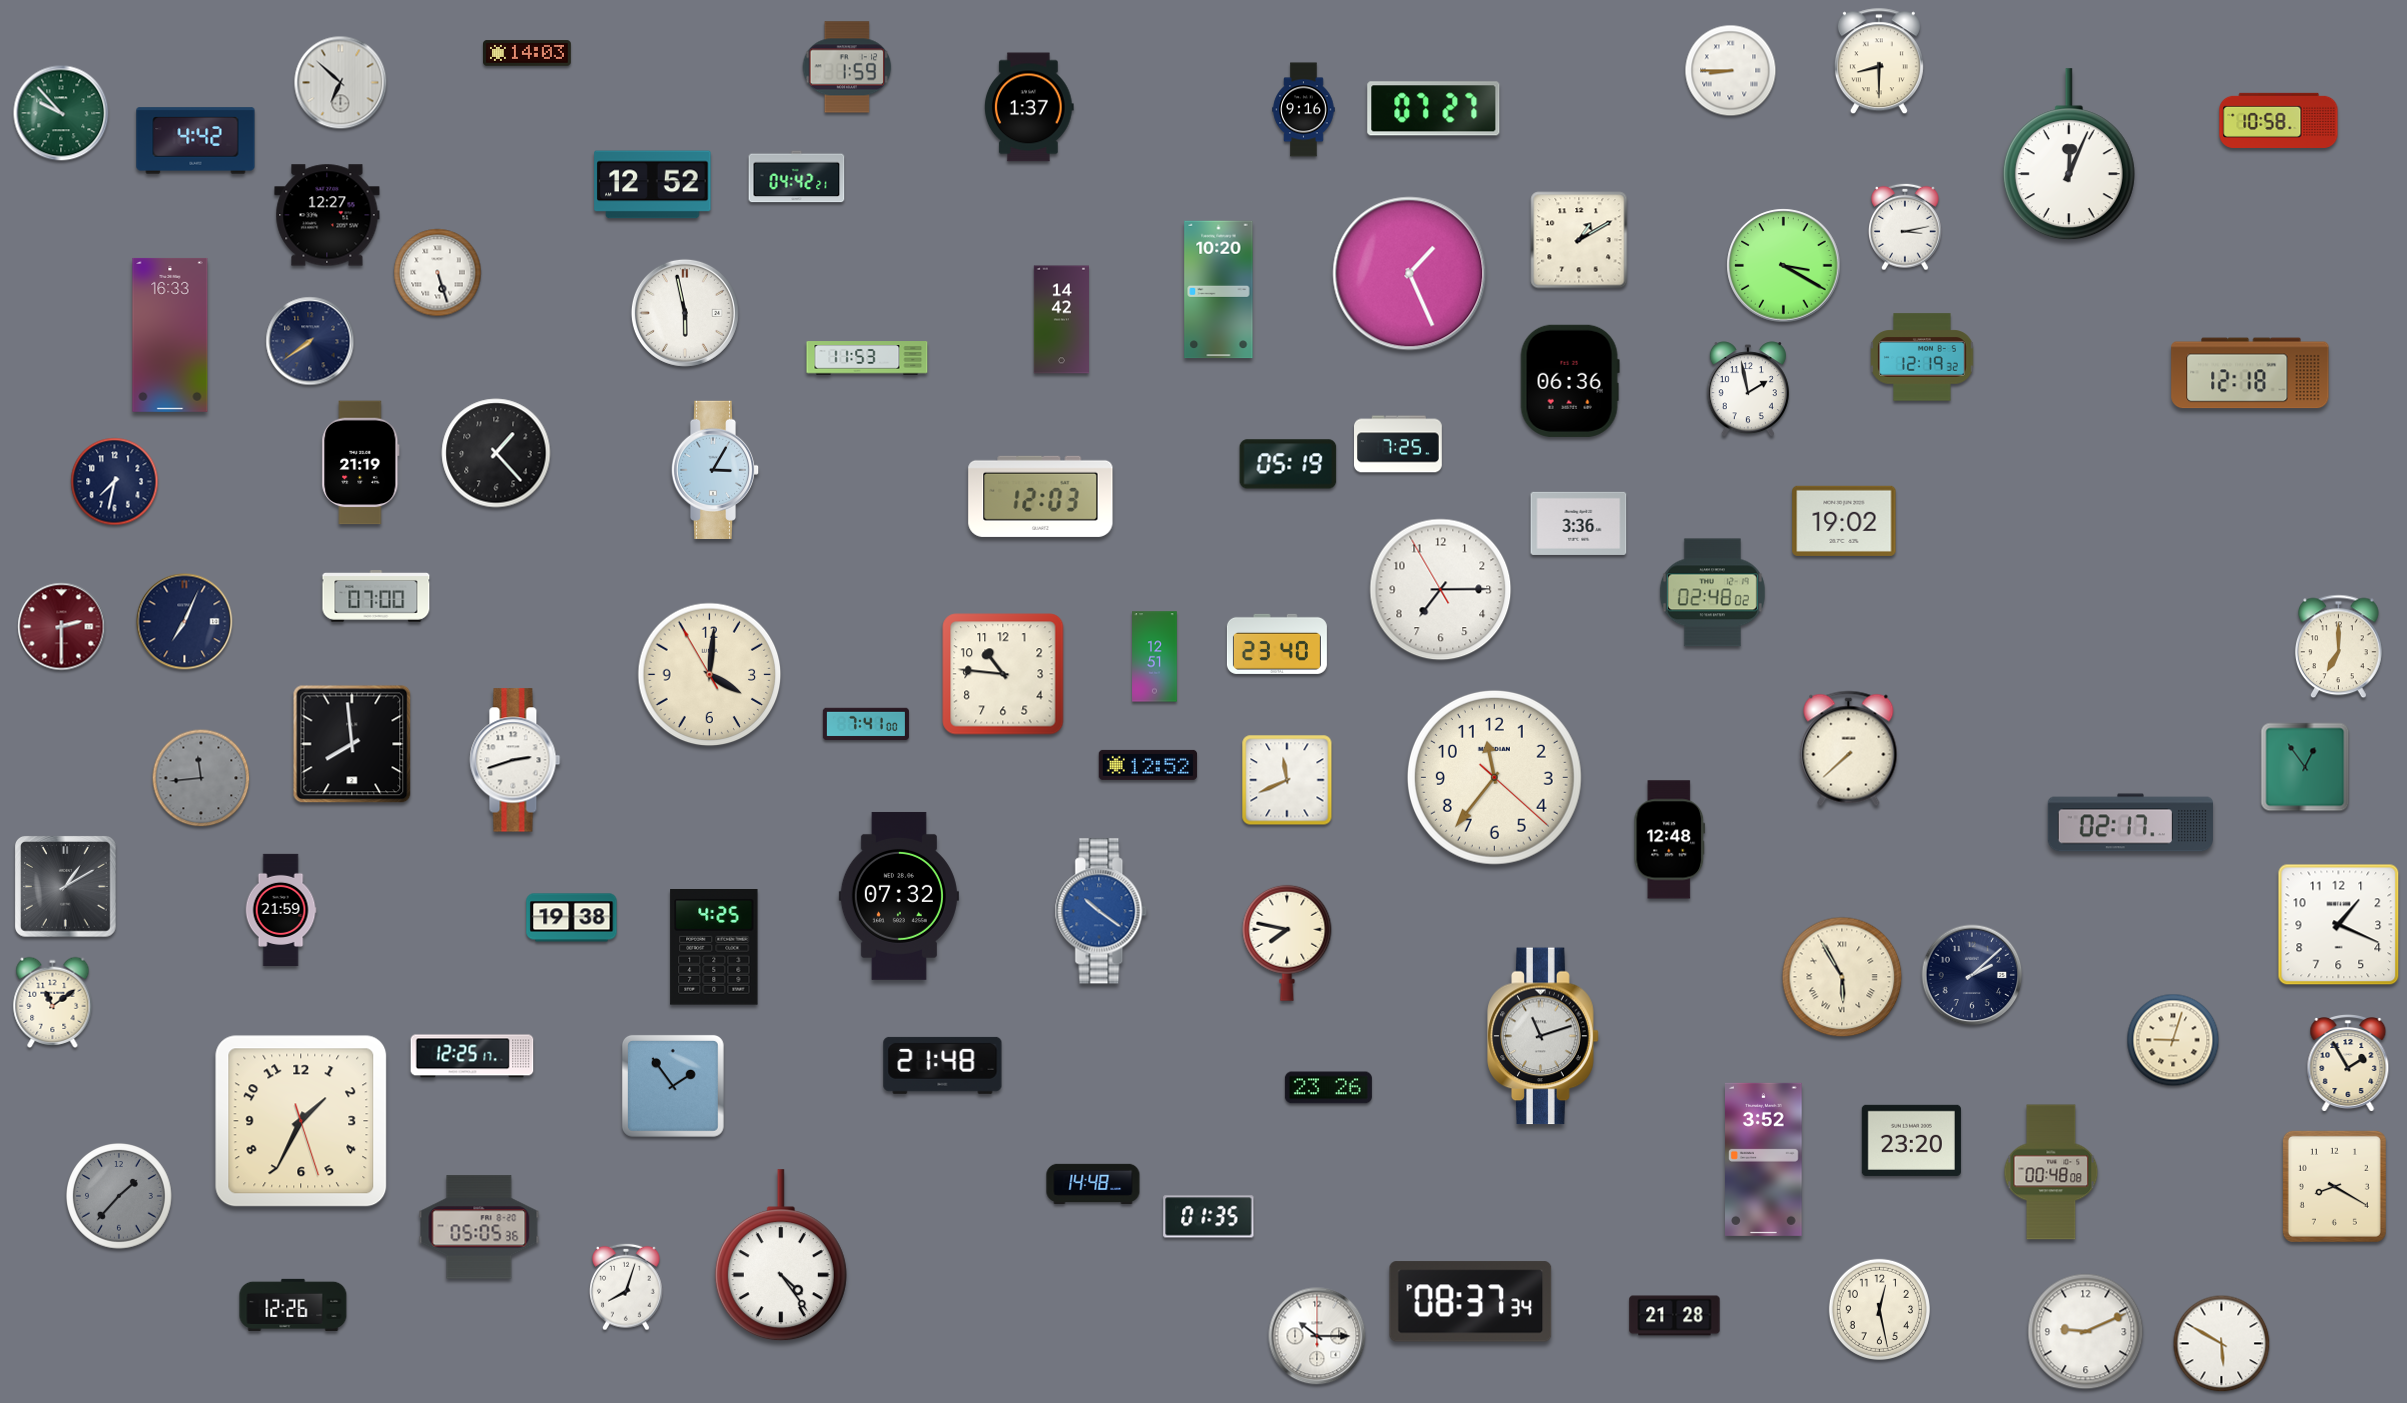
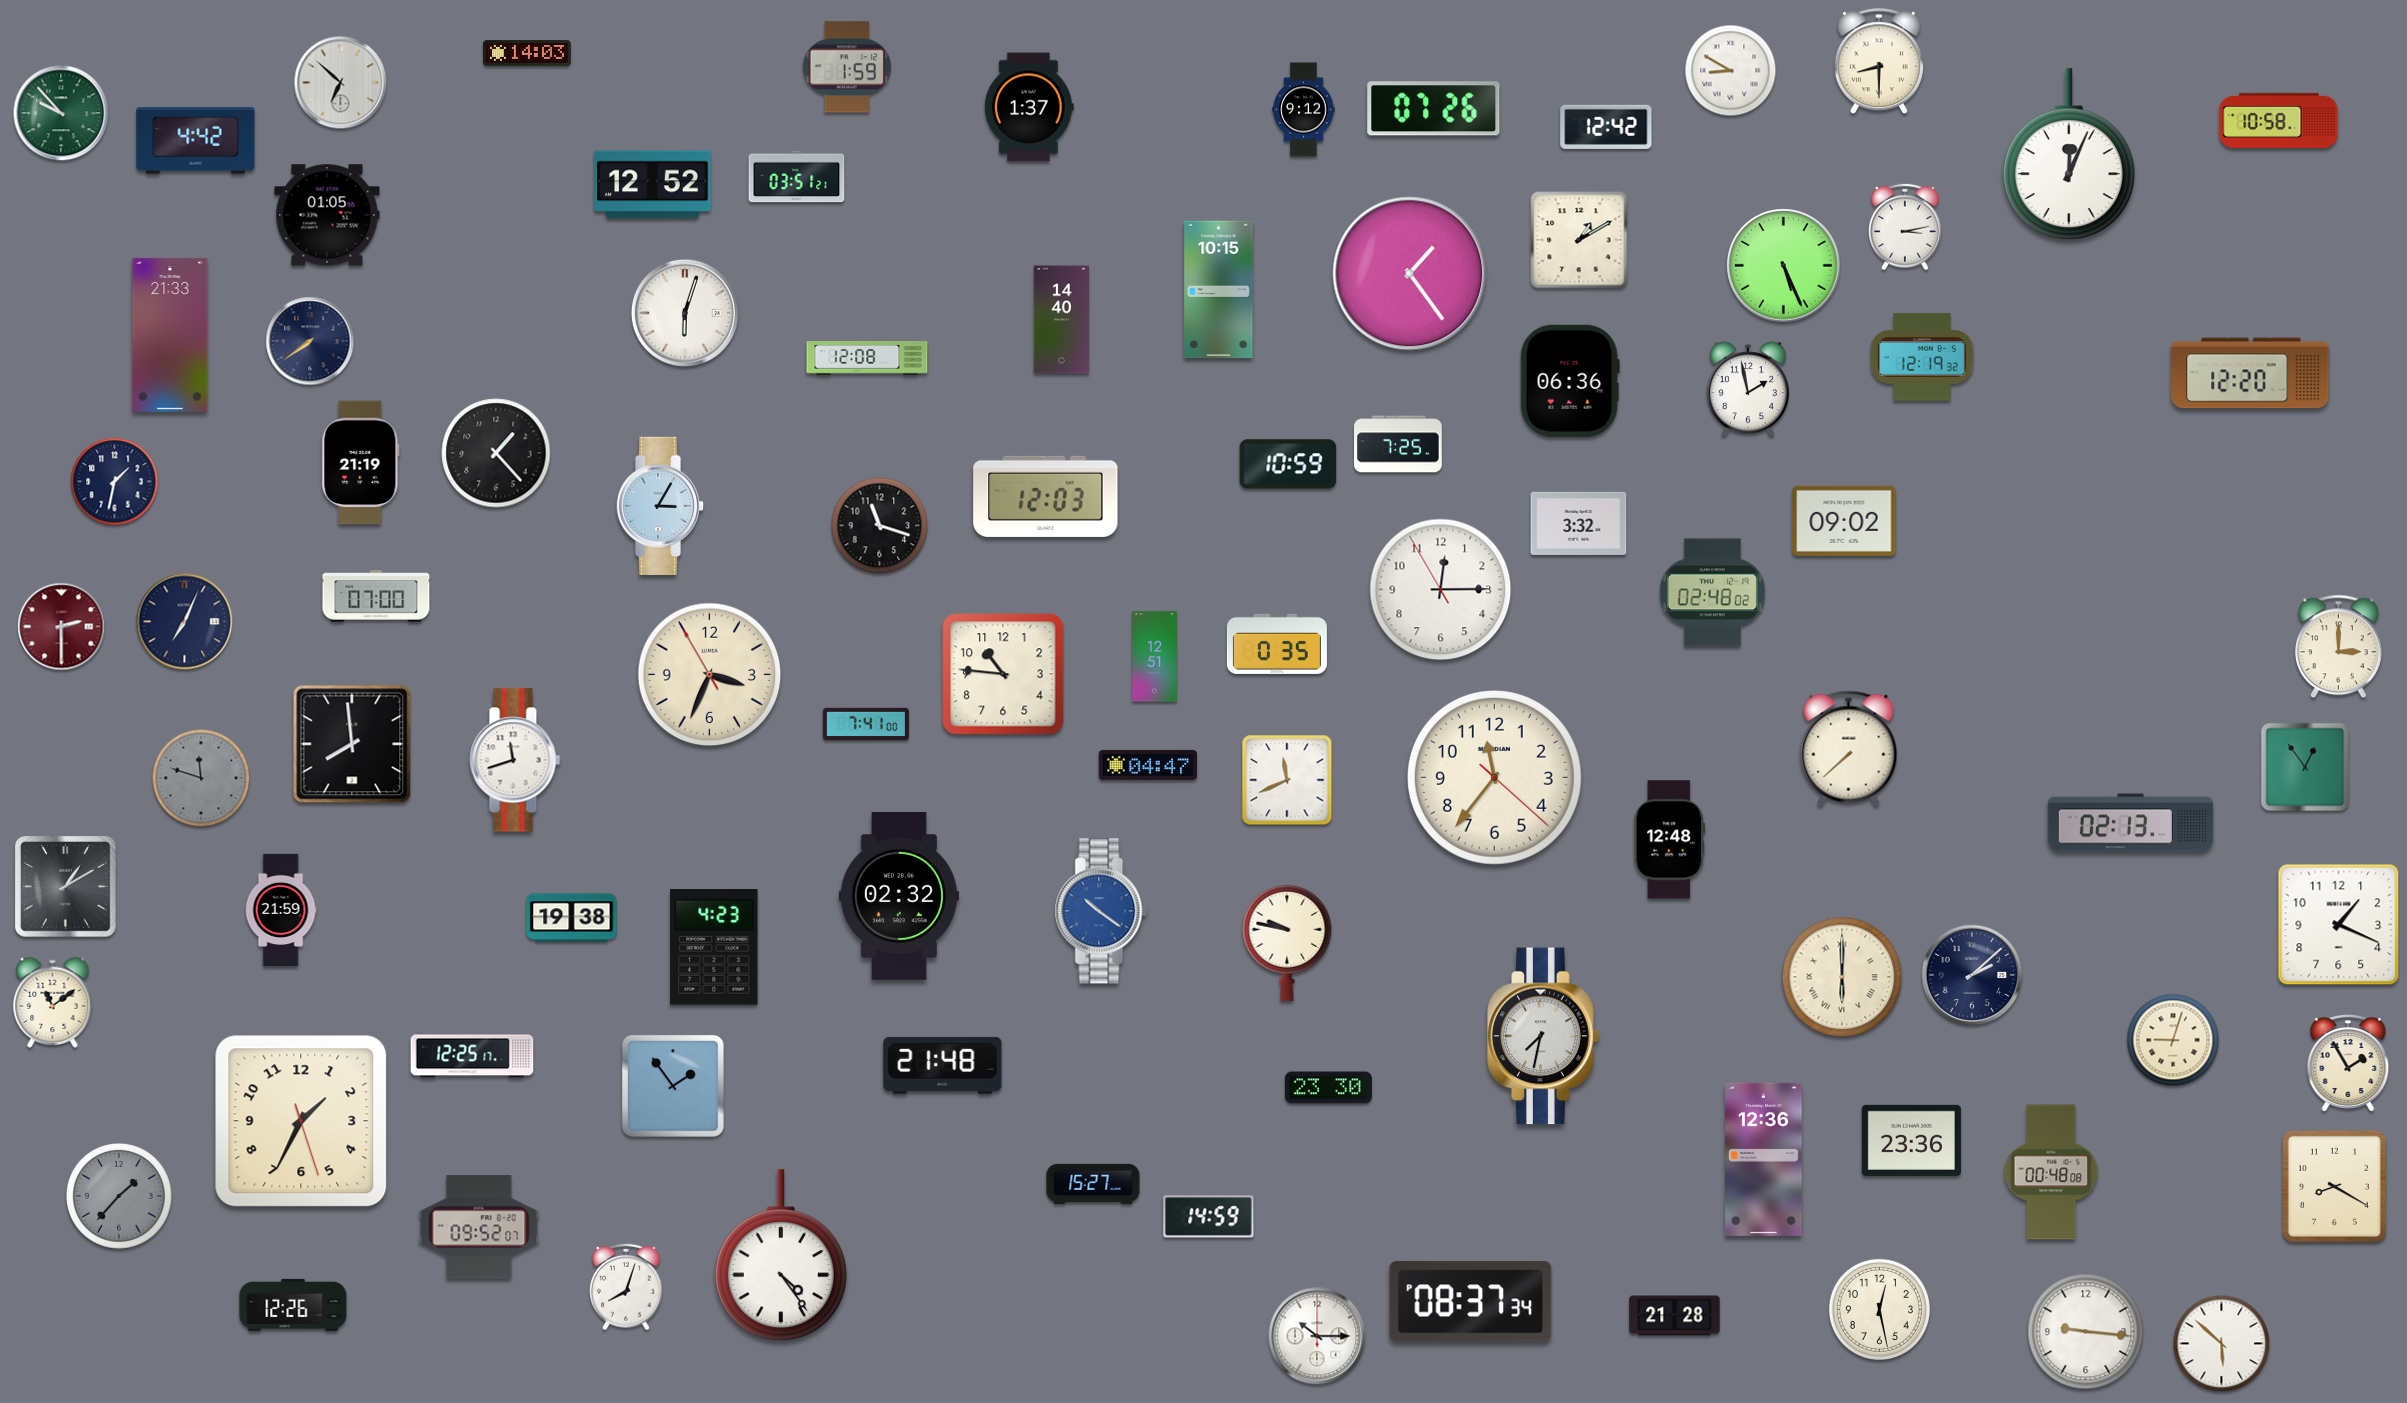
clock at (1731, 71): 8:45 -> 8:50
clock at (1434, 109): 07:27 -> 07:26
clock at (1304, 110): 9:16 -> 9:12
clock at (1606, 127): none -> 12:42
clock at (797, 177): 04:42 -> 03:51
clock at (327, 215): 12:27 -> 01:05
clock at (1784, 266): 3:20 -> 5:26
clock at (438, 273): 5:27 -> none
clock at (1410, 274): 1:26 -> 1:24
clock at (1219, 290): 10:20 -> 10:15
clock at (685, 313): 5:58 -> 6:03
clock at (1061, 320): 14:42 -> 14:40
clock at (170, 335): 16:33 -> 21:33
clock at (867, 358): 11:53 -> 12:08
clock at (2250, 373): 12:18 -> 12:20
clock at (1288, 464): 05:19 -> 10:59
clock at (715, 469) position: (715, 469) -> (660, 505)
clock at (115, 482): 7:32 -> 1:32
clock at (1041, 496) position: (1041, 496) -> (1046, 496)
clock at (1844, 521): 19:02 -> 09:02
clock at (1579, 523): 3:36 -> 3:32
clock at (880, 526): none -> 11:18
clock at (1441, 590): 7:14 -> 12:14
clock at (1277, 644): 23:40 -> 0:35
clock at (2339, 647): 7:00 -> 3:00
clock at (710, 675): 4:00 -> 3:33
clock at (515, 760): 2:42 -> 11:42
clock at (1148, 765): 12:52 -> 04:47
clock at (201, 778): 11:44 -> 11:48
clock at (2130, 823): 02:17 -> 02:13
clock at (899, 896): 07:32 -> 02:32
clock at (1287, 943): 7:47 -> 9:47
clock at (714, 948): 4:25 -> 4:23
clock at (1842, 977): 5:55 -> 6:00
clock at (1543, 1036): 11:12 -> 7:32
clock at (1328, 1088): 23:26 -> 23:30
clock at (1911, 1140): 23:20 -> 23:36
clock at (1764, 1159): 3:52 -> 12:36
clock at (1093, 1183): 14:48 -> 15:27
clock at (1209, 1217): 01:35 -> 14:59
clock at (479, 1227): 05:05 -> 09:52
clock at (2086, 1332): 9:11 -> 9:16
clock at (2222, 1344): 5:50 -> 5:52
